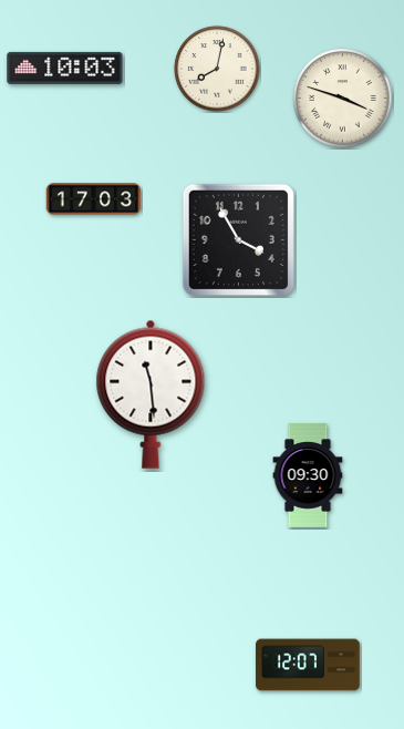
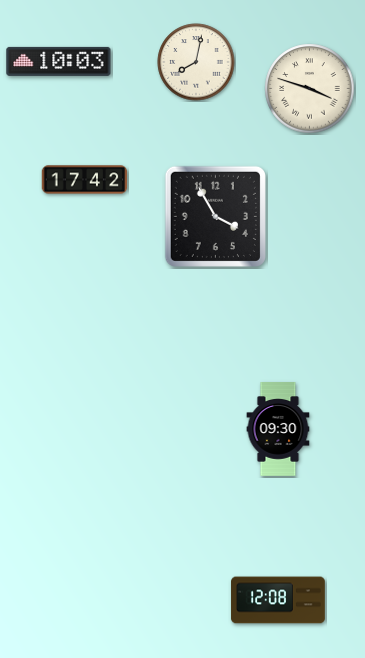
clock at (94, 199): 17:03 -> 17:42
clock at (151, 394): 11:29 -> none
clock at (308, 665): 12:07 -> 12:08
